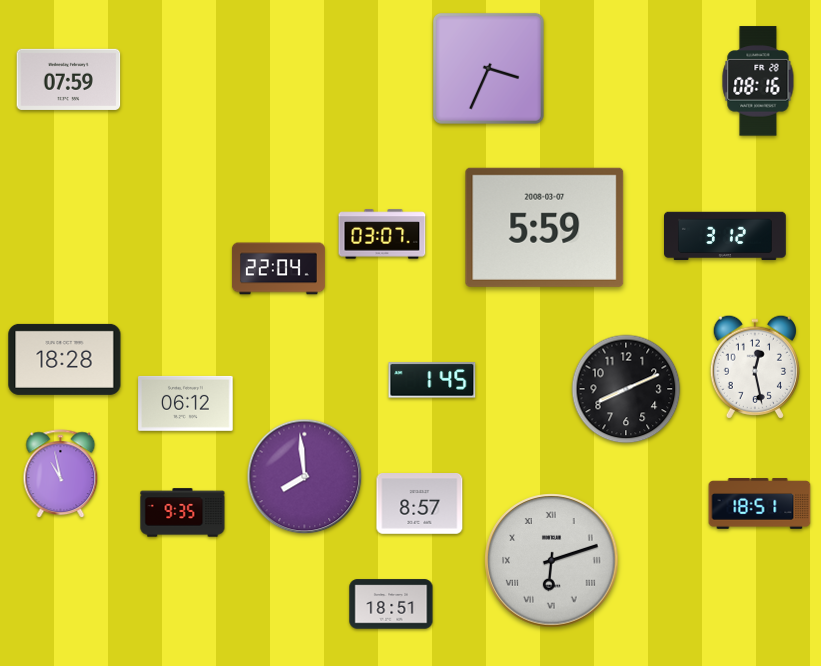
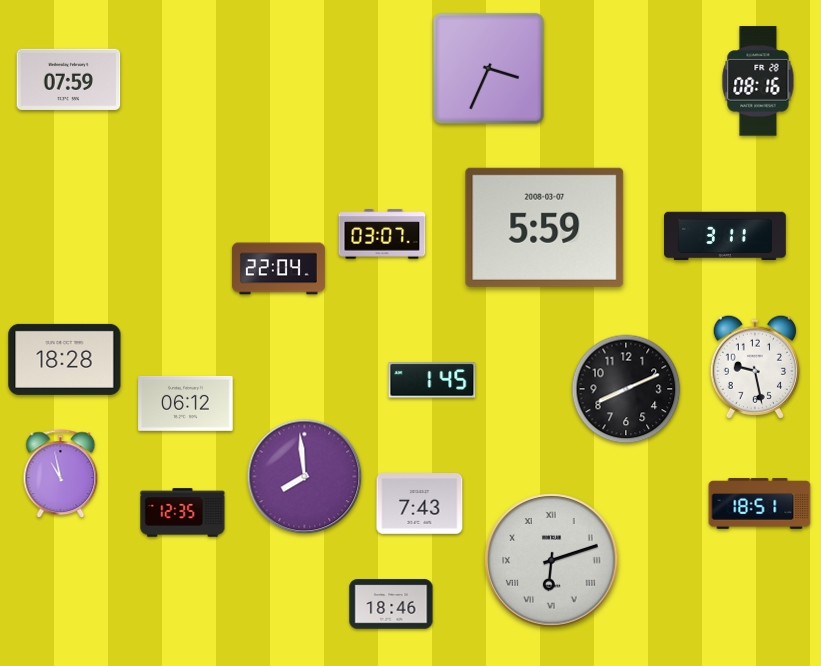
clock at (726, 236): 3:12 -> 3:11
clock at (755, 367): 12:28 -> 9:28
clock at (420, 504): 8:57 -> 7:43
clock at (183, 513): 9:35 -> 12:35
clock at (391, 604): 18:51 -> 18:46
